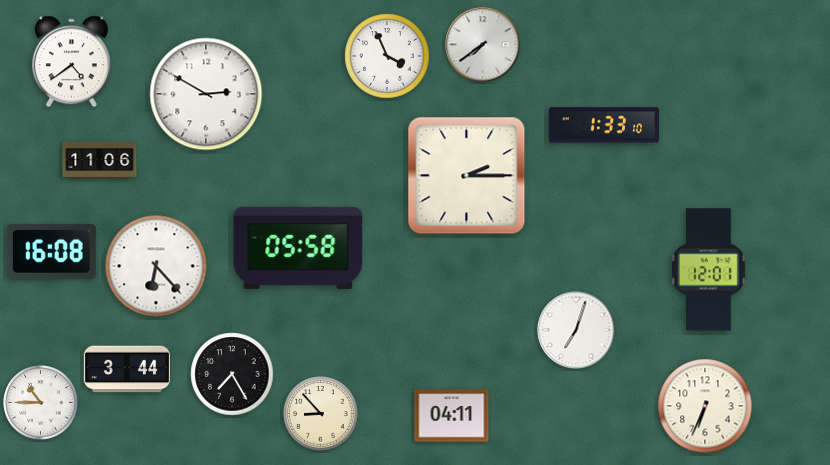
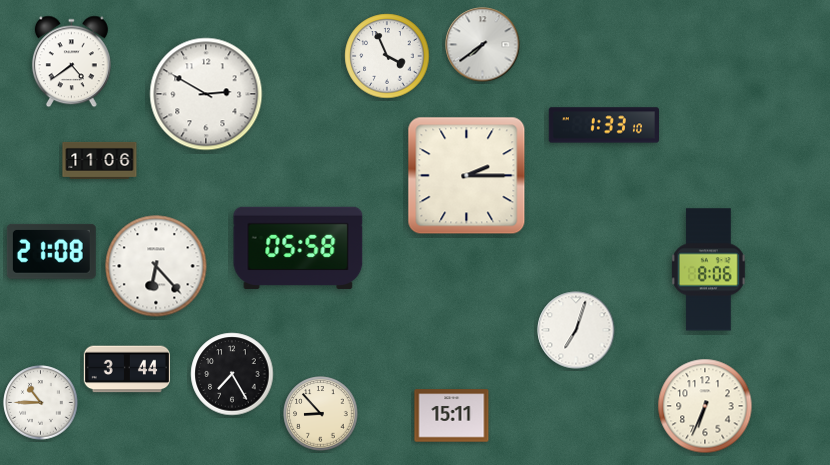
clock at (51, 251): 16:08 -> 21:08
clock at (708, 270): 12:01 -> 8:06
clock at (452, 416): 04:11 -> 15:11
